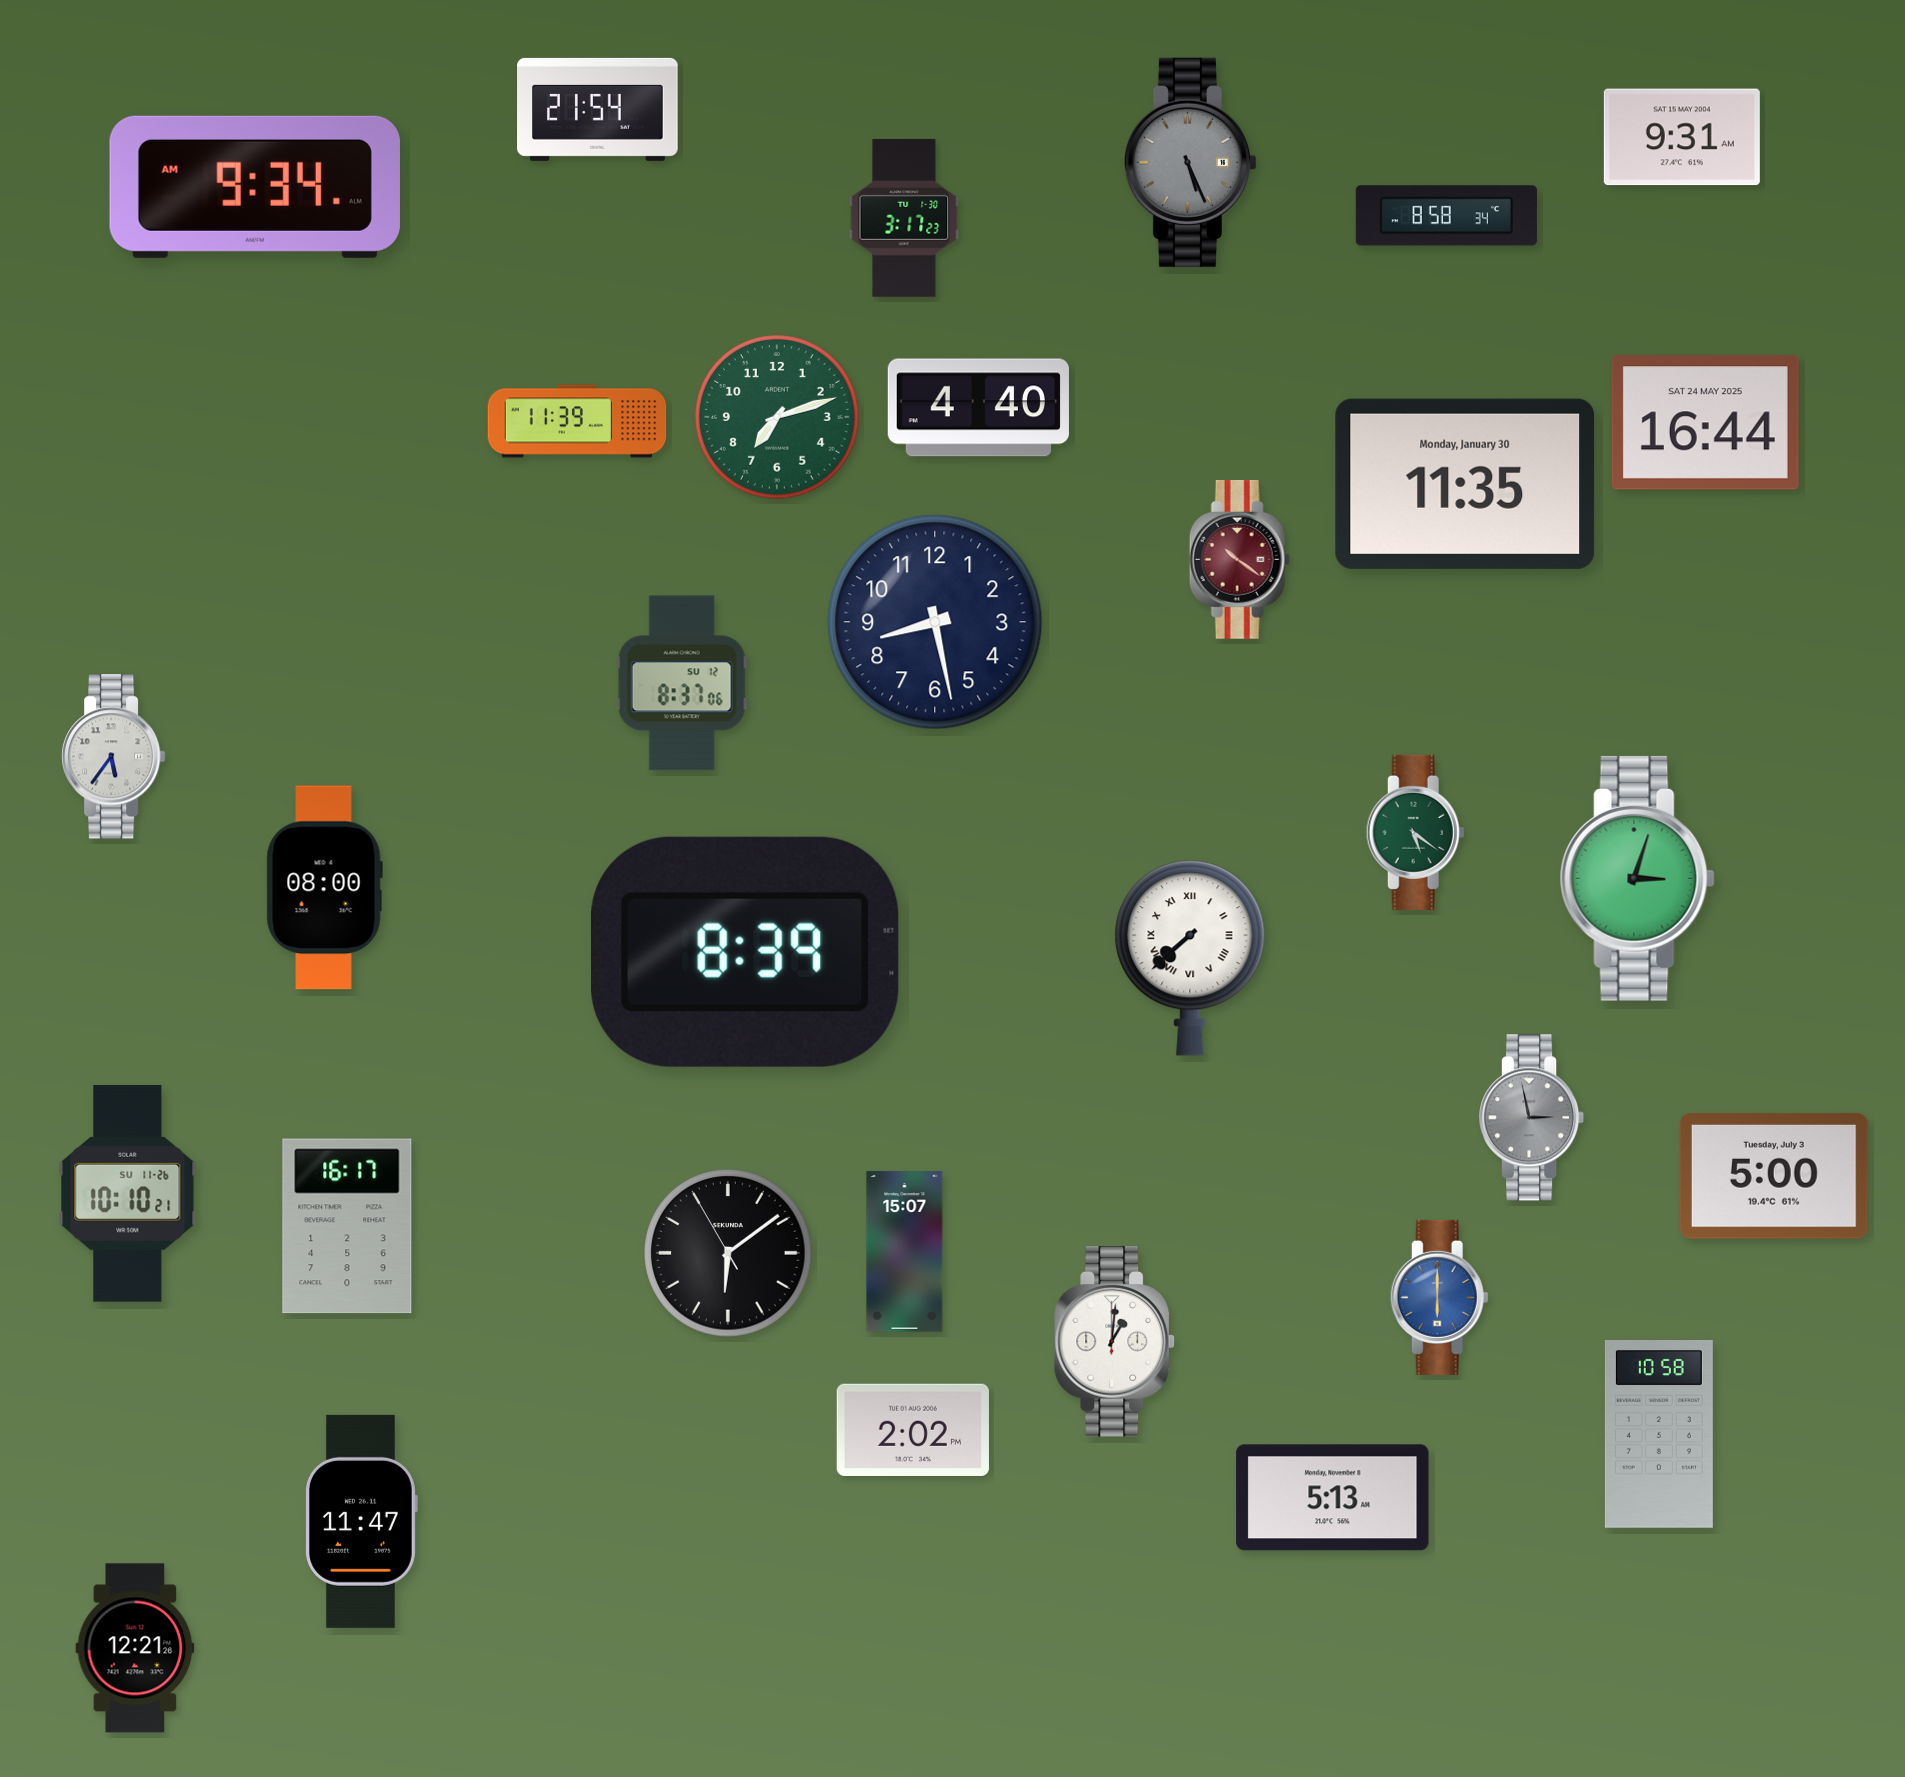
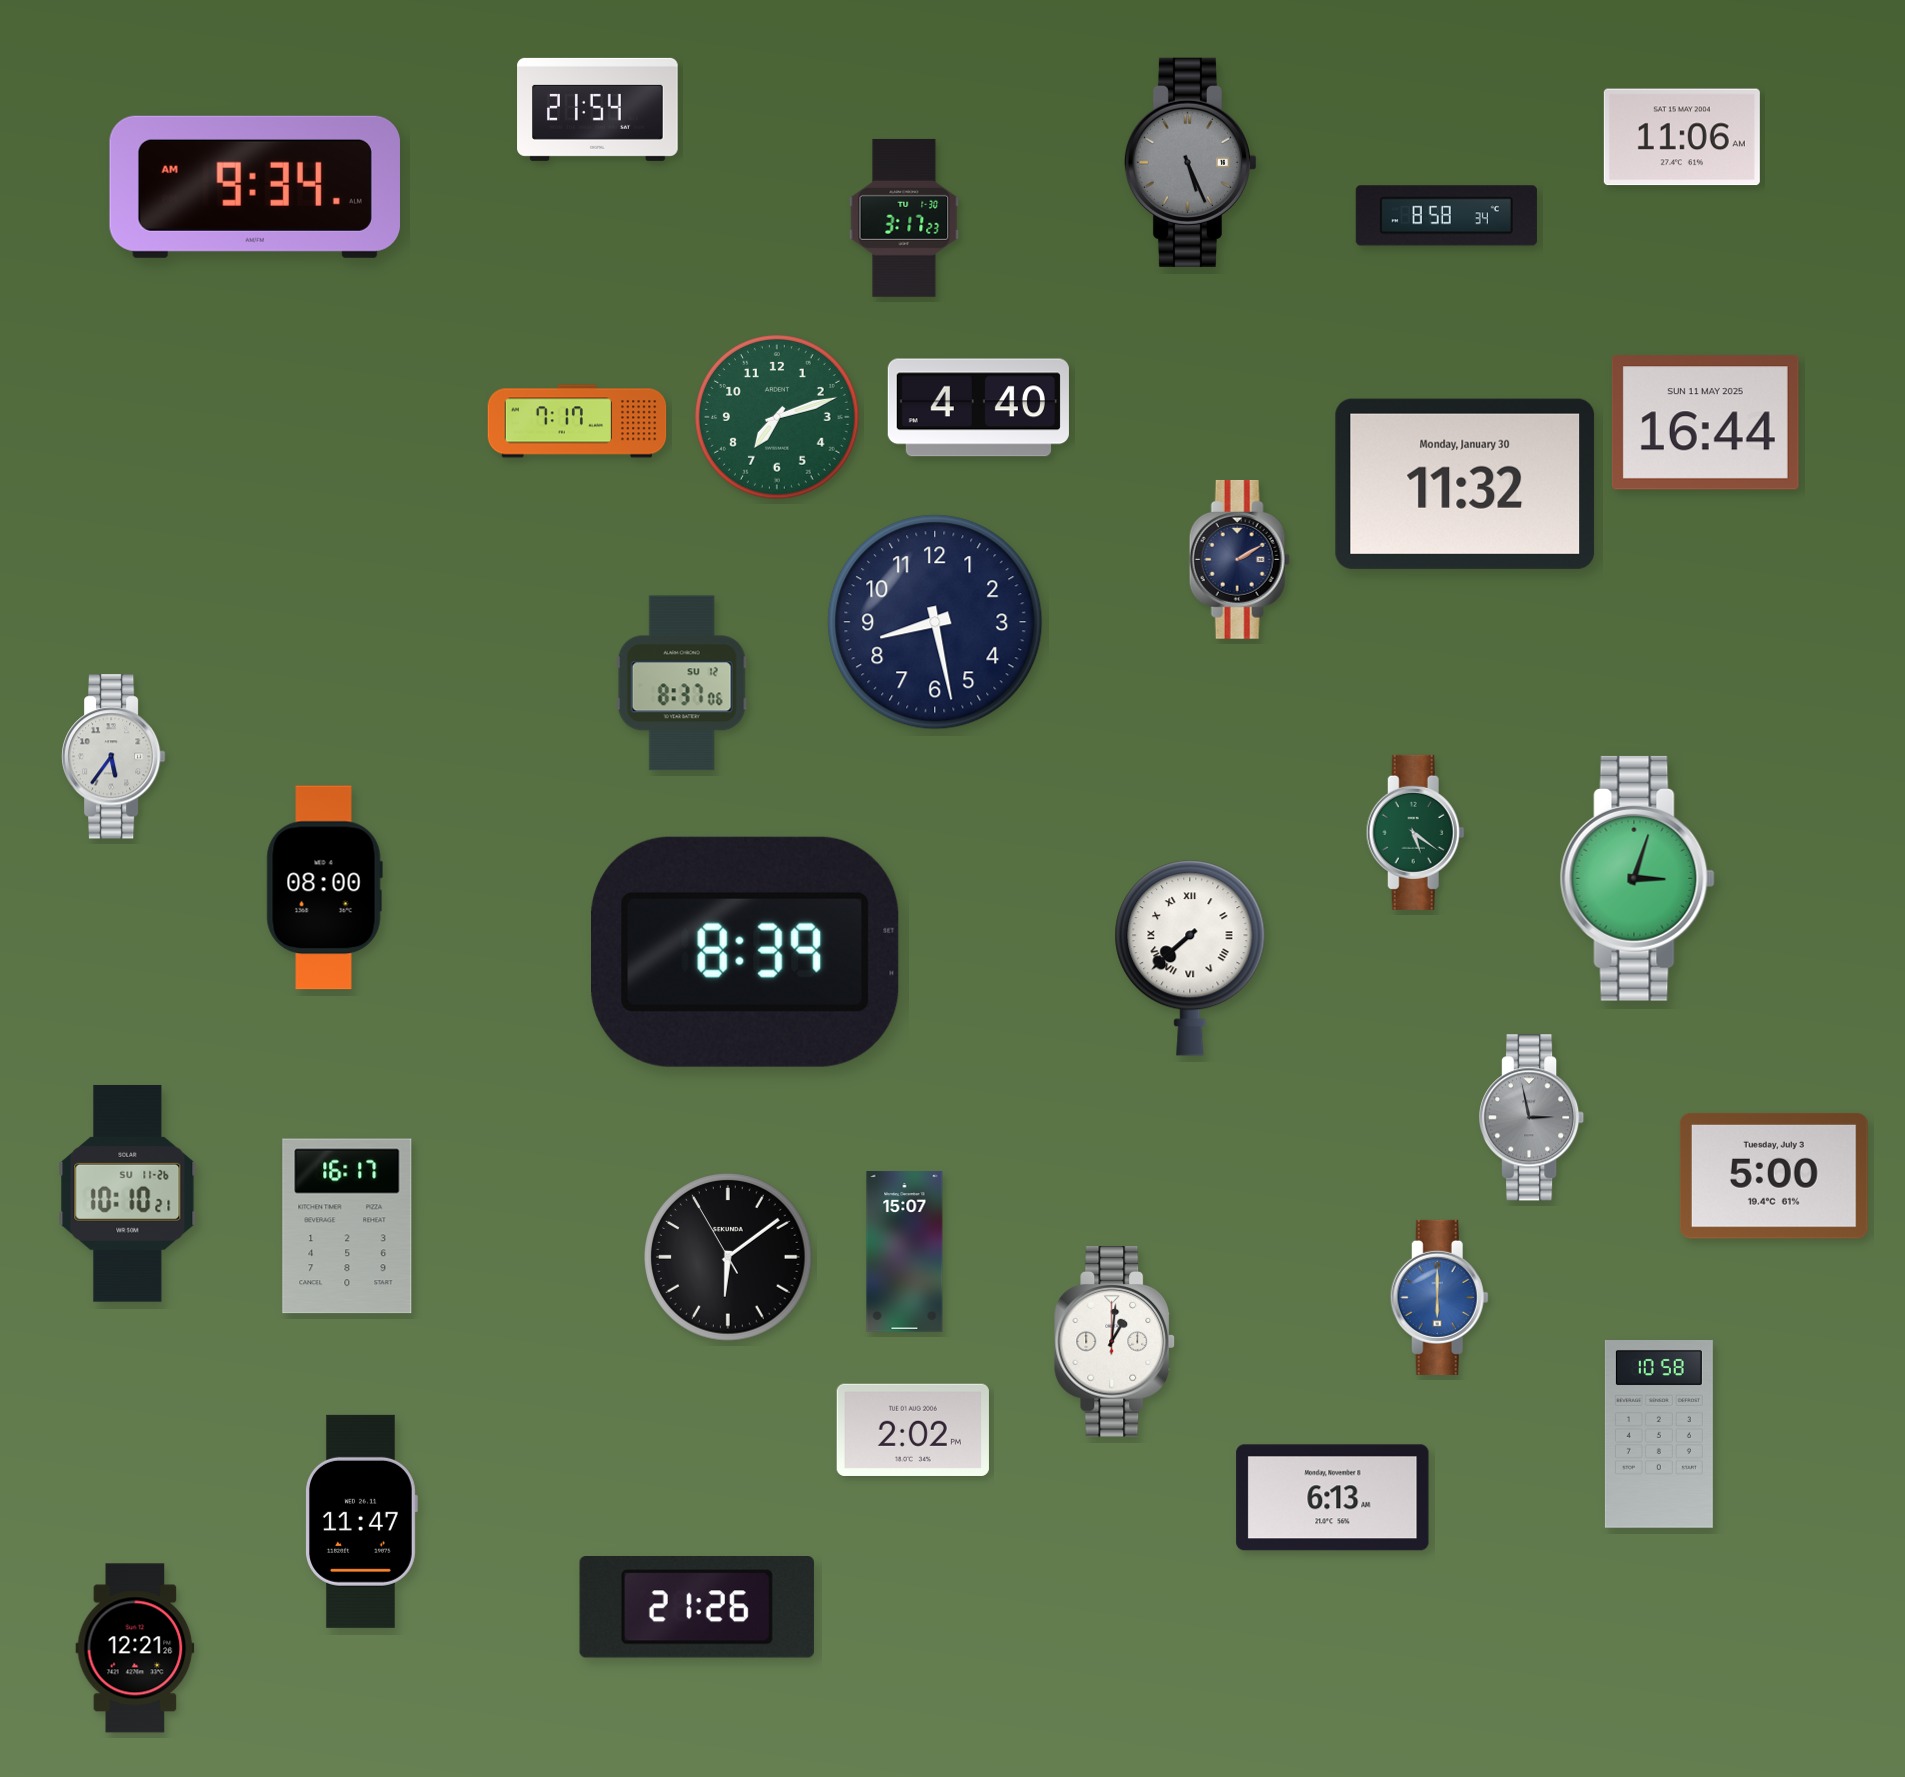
clock at (1682, 137): 9:31 -> 11:06
clock at (577, 421): 11:39 -> 7:17
clock at (1705, 423) date: SAT 24 MAY 2025 -> SUN 11 MAY 2025
clock at (1465, 484): 11:35 -> 11:32
clock at (1239, 559): 10:21 -> 2:10
clock at (1239, 559) dial: burgundy -> navy
clock at (728, 1253) position: (728, 1253) -> (728, 1257)
clock at (1333, 1498): 5:13 -> 6:13
clock at (697, 1608): none -> 21:26
